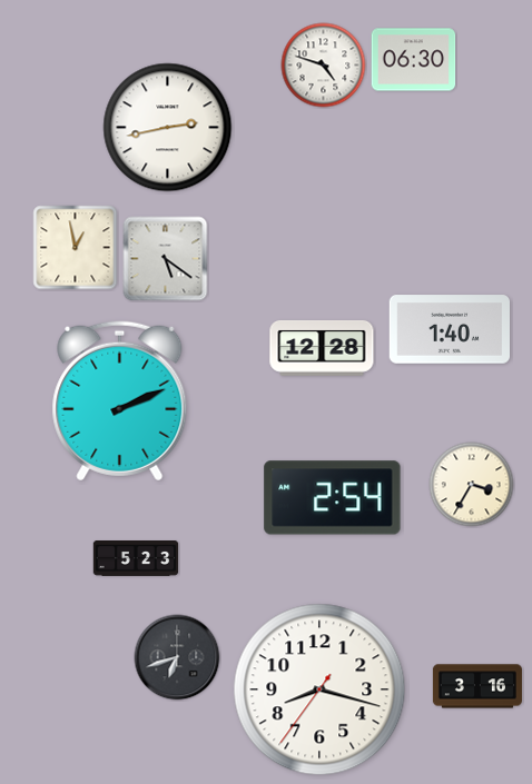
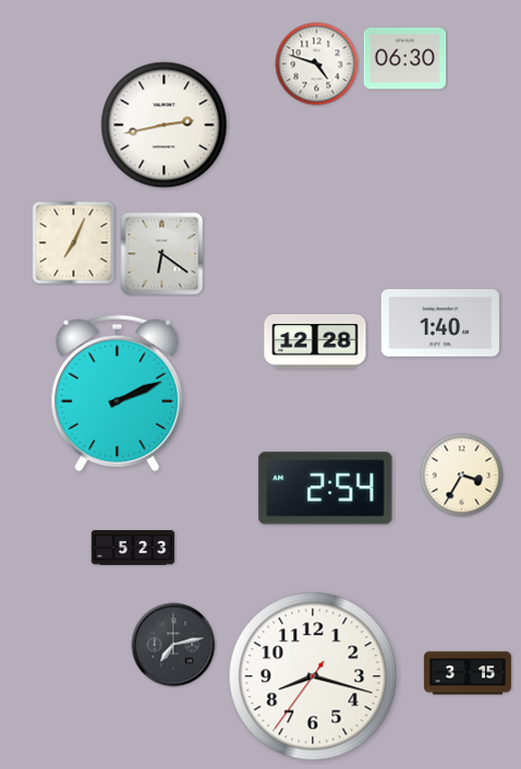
clock at (76, 248): 12:58 -> 7:04
clock at (166, 259): 5:21 -> 6:21
clock at (177, 657): 6:42 -> 7:13
clock at (477, 686): 3:16 -> 3:15
